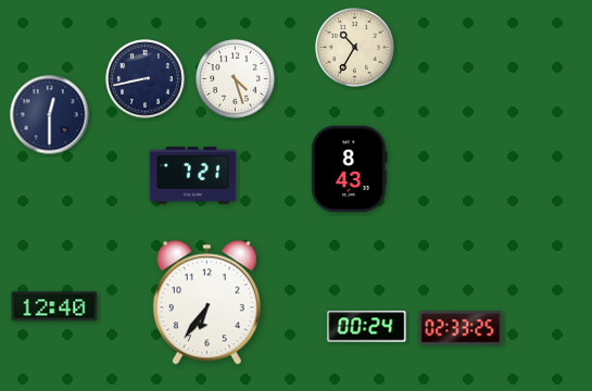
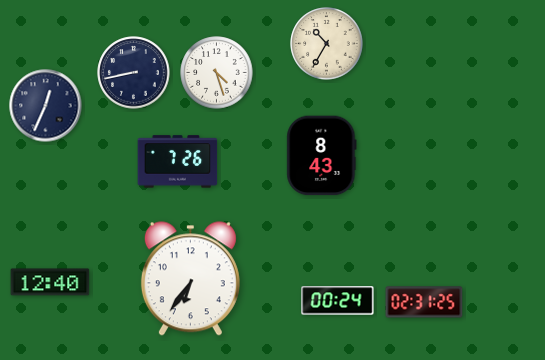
clock at (50, 115): 12:30 -> 12:34
clock at (193, 176): 7:21 -> 7:26
clock at (461, 328): 02:33 -> 02:31
